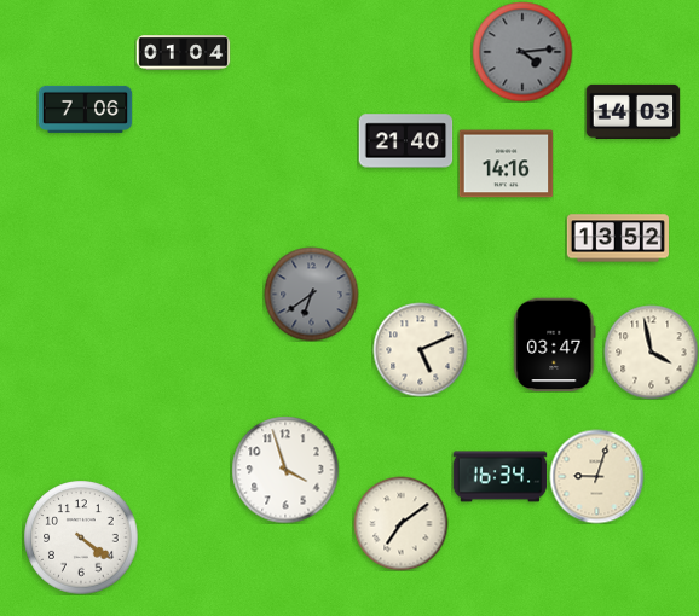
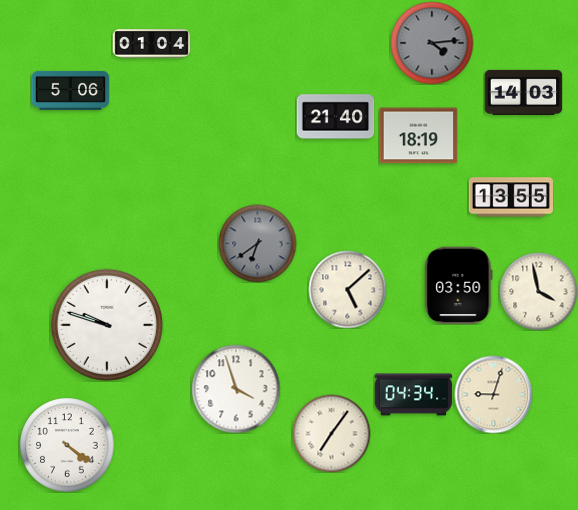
clock at (85, 109): 7:06 -> 5:06
clock at (506, 164): 14:16 -> 18:19
clock at (618, 238): 13:52 -> 13:55
clock at (555, 344): 03:47 -> 03:50
clock at (420, 349): 5:11 -> 5:08
clock at (107, 325): none -> 9:48
clock at (499, 477): 16:34 -> 04:34
clock at (400, 523): 7:09 -> 7:06
